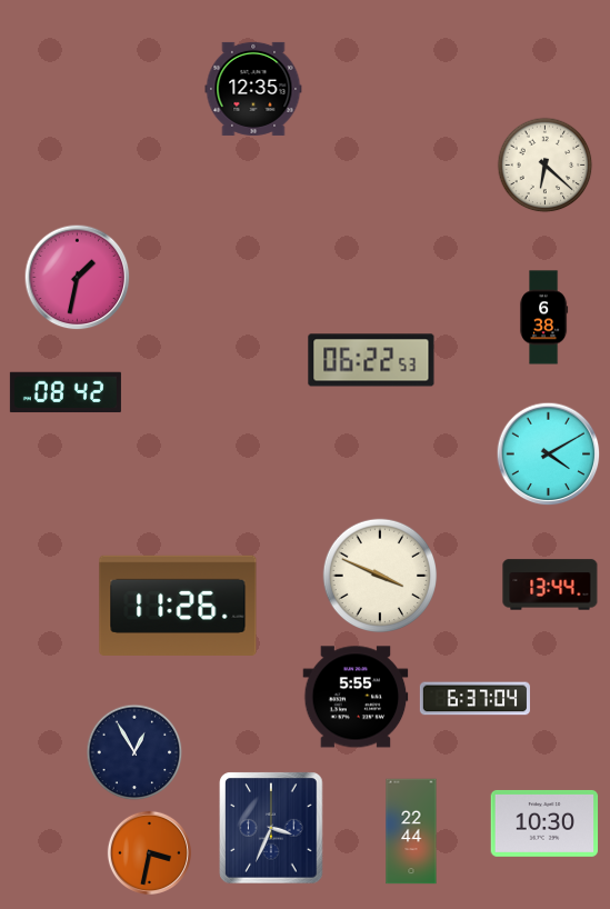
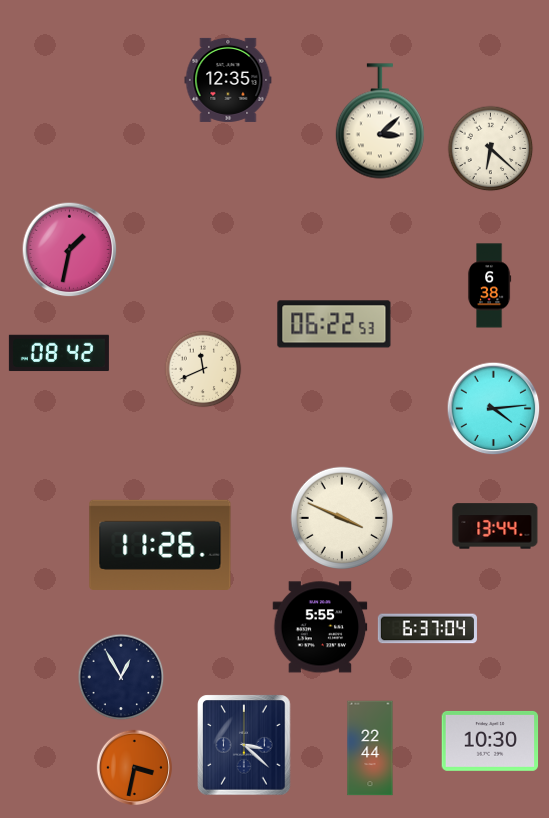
clock at (380, 121): none -> 3:08
clock at (203, 369): none -> 11:41
clock at (549, 454): 4:10 -> 4:14
clock at (271, 828): 3:34 -> 3:22
